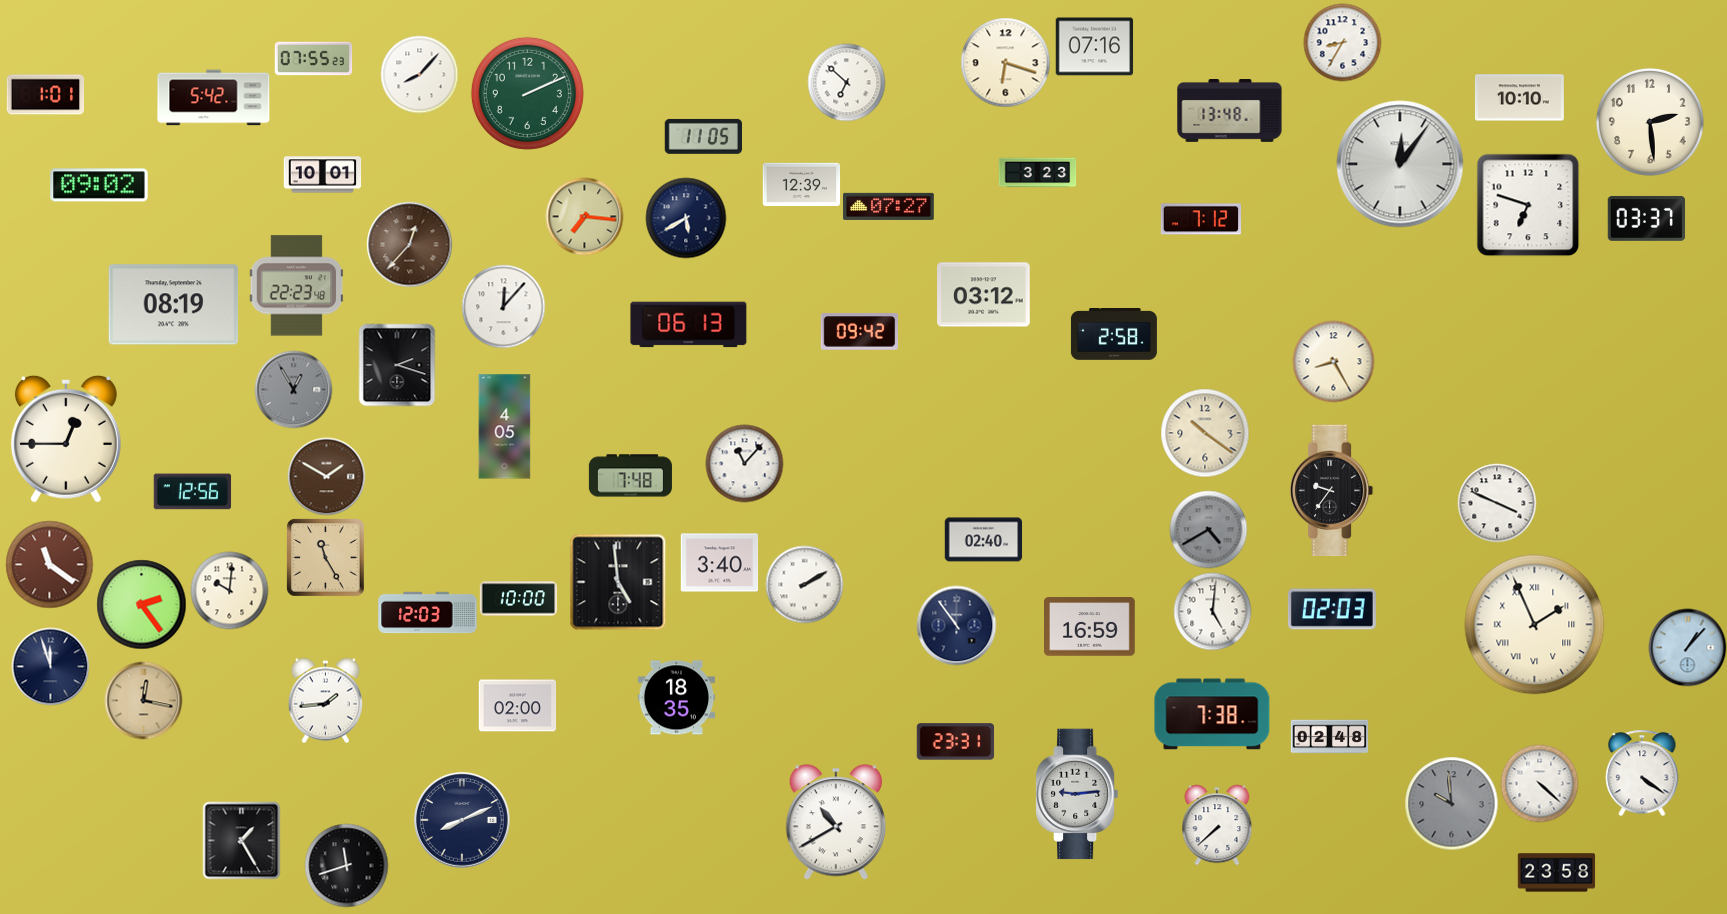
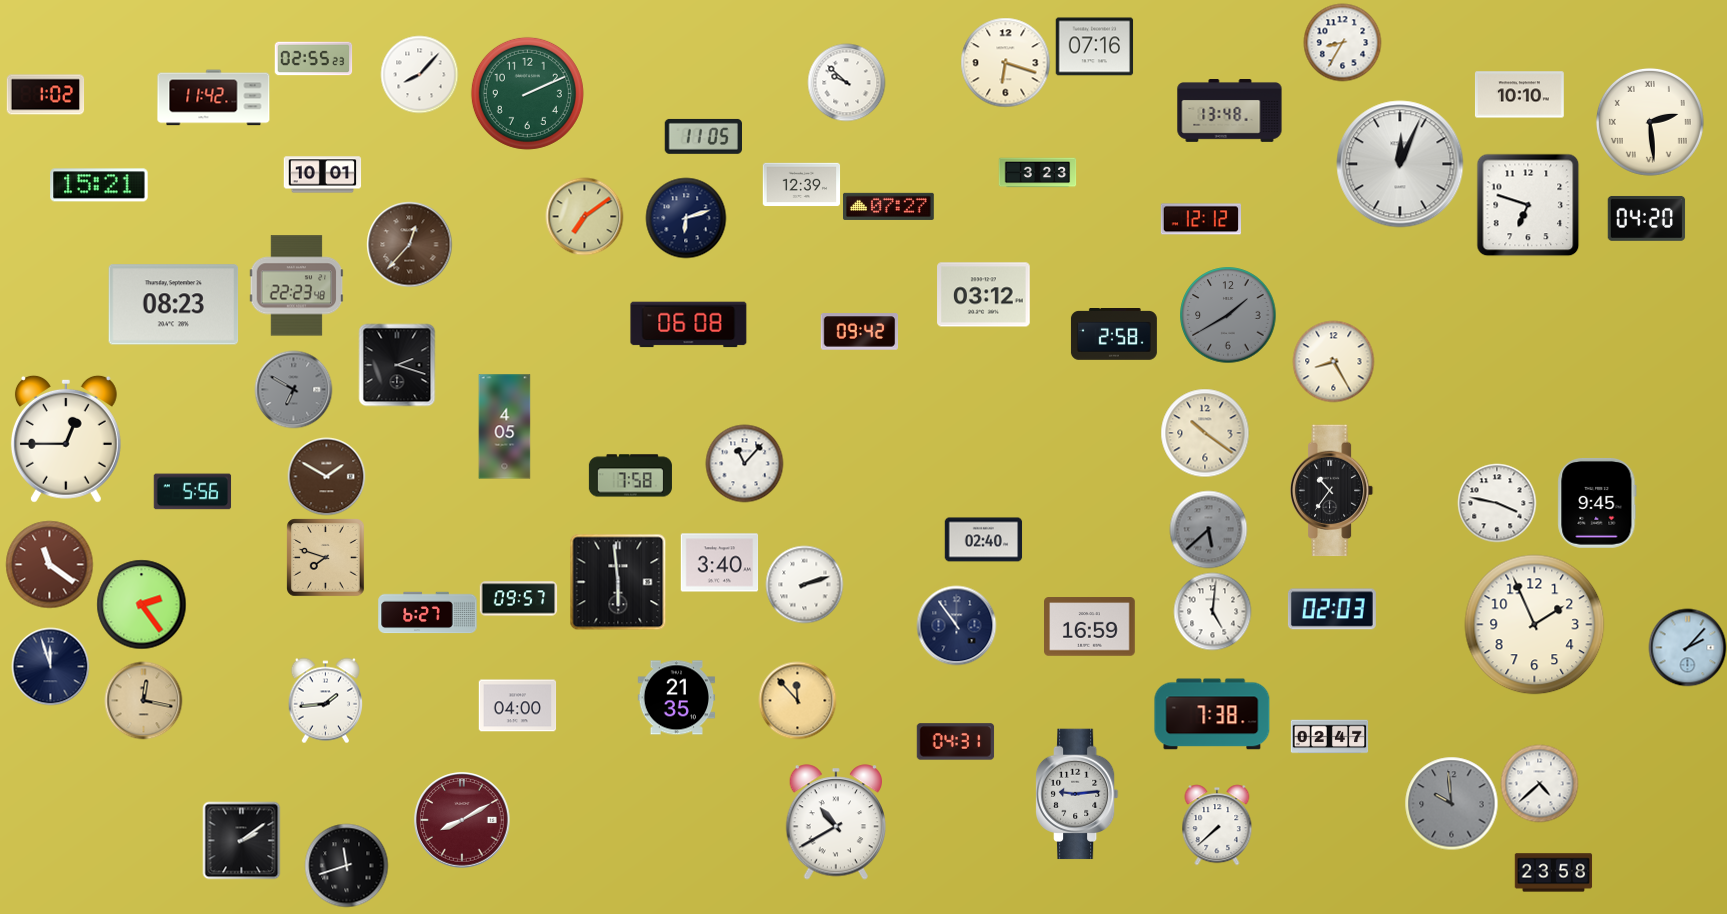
clock at (313, 59): 07:55 -> 02:55
clock at (846, 82): 6:52 -> 9:52
clock at (45, 95): 1:01 -> 1:02
clock at (214, 98): 5:42 -> 11:42
clock at (1519, 98) position: (1519, 98) -> (1519, 95)
clock at (1650, 122) numerals: Arabic -> Roman
clock at (1400, 164): 12:06 -> 12:04
clock at (99, 185): 09:02 -> 15:21
clock at (584, 216): 7:16 -> 7:09
clock at (686, 218): 5:40 -> 6:12
clock at (1646, 218): 03:37 -> 04:20
clock at (1200, 219): 7:12 -> 12:12
clock at (174, 305): 08:19 -> 08:23
clock at (503, 306): 12:07 -> none
clock at (1228, 315): none -> 1:40
clock at (689, 325): 06:13 -> 06:08
clock at (293, 389): 12:55 -> 6:50
clock at (630, 476): 7:48 -> 7:58
clock at (1332, 491): 9:36 -> 10:36
clock at (192, 492): 12:56 -> 5:56
clock at (1497, 503): 3:49 -> 3:47
clock at (1597, 503): none -> 9:45
clock at (1208, 529): 4:40 -> 5:38
clock at (325, 557): 11:25 -> 7:48
clock at (618, 582): 4:59 -> 5:59
clock at (804, 584): 2:10 -> 2:12
clock at (229, 590): 10:01 -> none
clock at (518, 599): 10:00 -> 09:57
clock at (428, 613): 12:03 -> 6:27
clock at (1535, 625) numerals: Roman -> Arabic
clock at (1687, 647): 1:07 -> 2:07
clock at (676, 698): 18:35 -> 21:35
clock at (797, 700): none -> 11:53
clock at (517, 706): 02:00 -> 04:00
clock at (1329, 737): 02:48 -> 02:47
clock at (955, 742): 23:31 -> 04:31
clock at (1642, 773): 4:21 -> none
clock at (1539, 783): 4:22 -> 4:38
clock at (462, 820): 8:11 -> 8:10
clock at (462, 820) dial: navy -> burgundy
clock at (241, 840): 1:25 -> 2:09
clock at (1556, 873) position: (1556, 873) -> (1553, 873)
